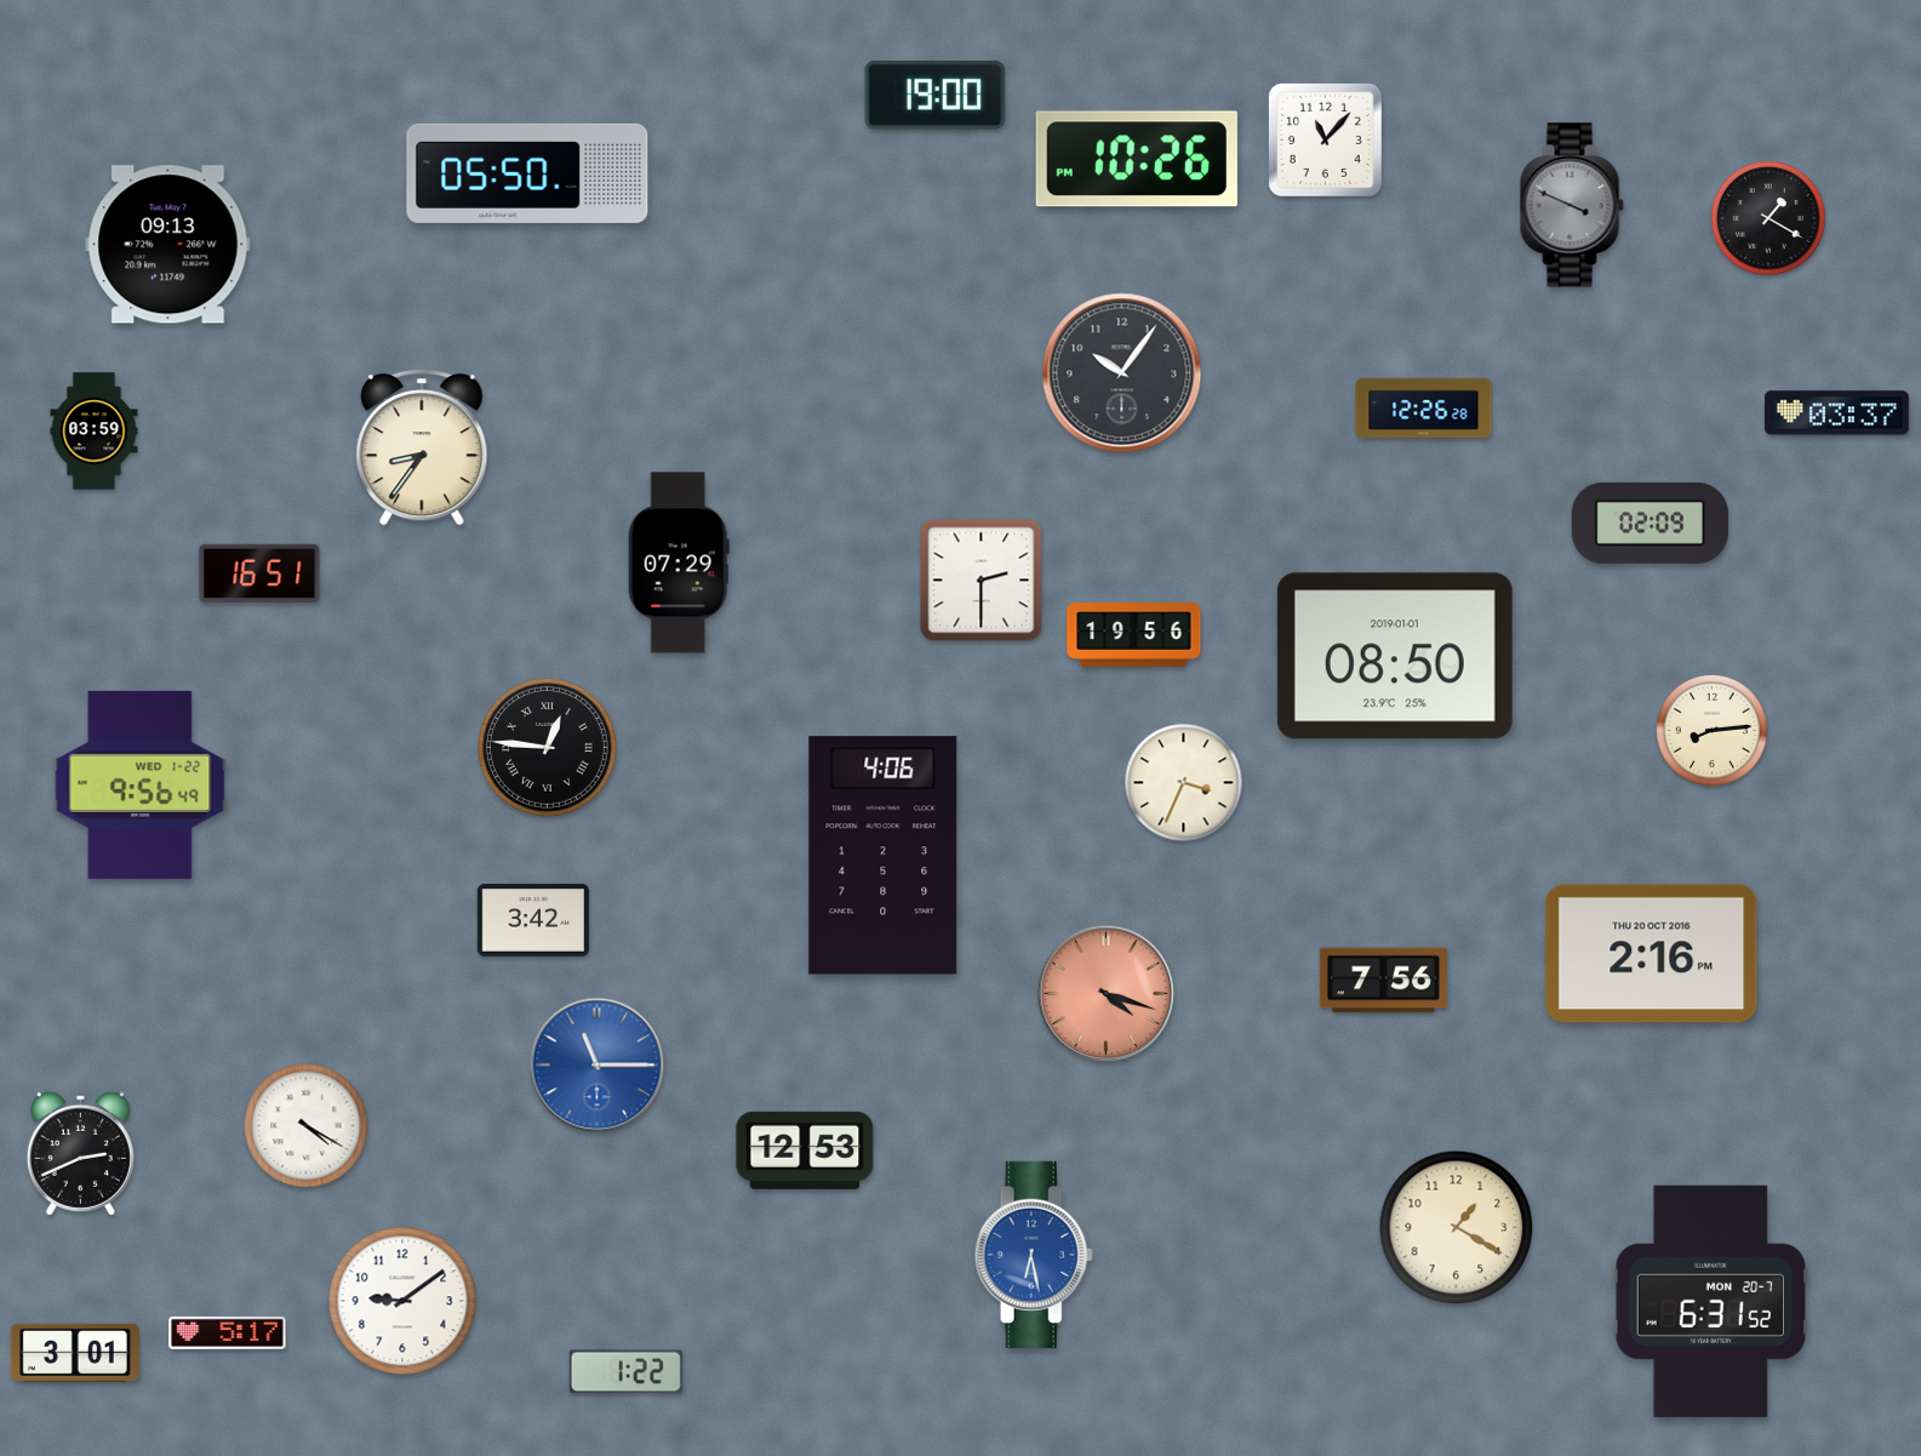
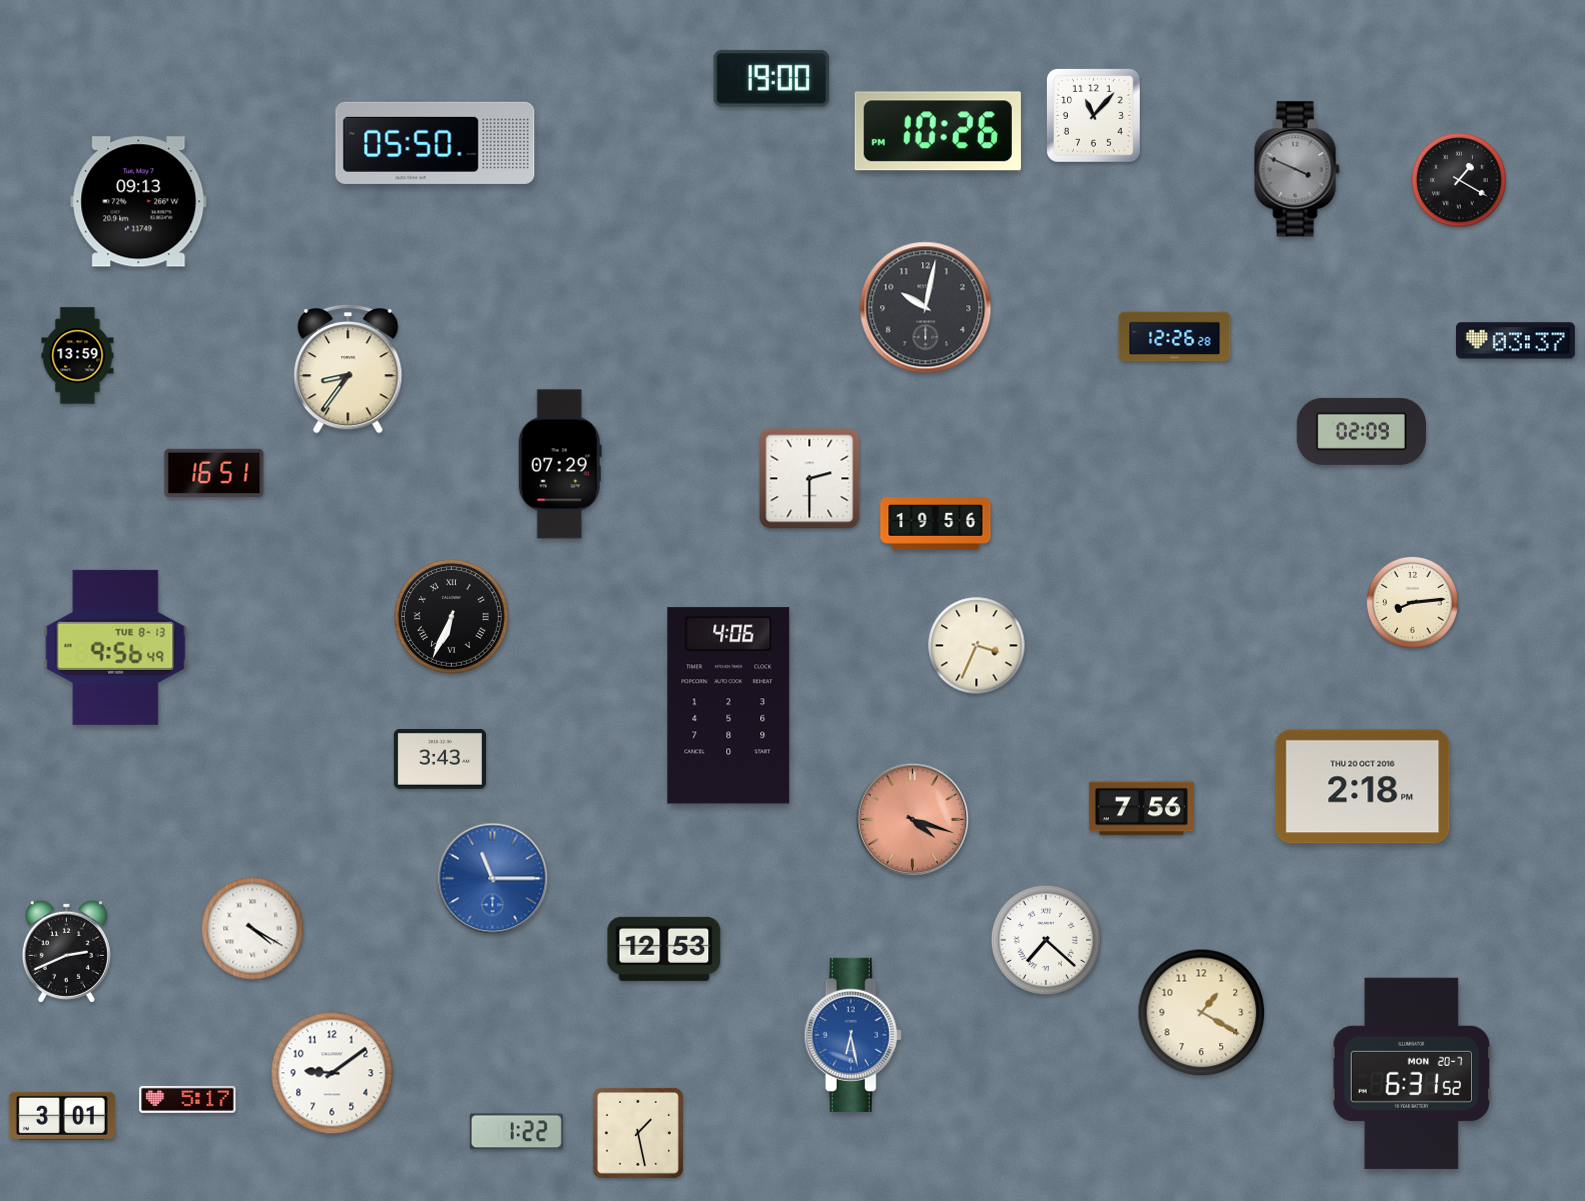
clock at (1122, 373): 10:06 -> 10:02
clock at (95, 432): 03:59 -> 13:59
clock at (1395, 656): 08:50 -> none
clock at (548, 748): 12:46 -> 6:34
clock at (141, 784) date: WED 1-22 -> TUE 8-13
clock at (533, 921): 3:42 -> 3:43
clock at (1652, 954): 2:16 -> 2:18
clock at (1046, 940): none -> 7:22
clock at (638, 1133): none -> 1:28
